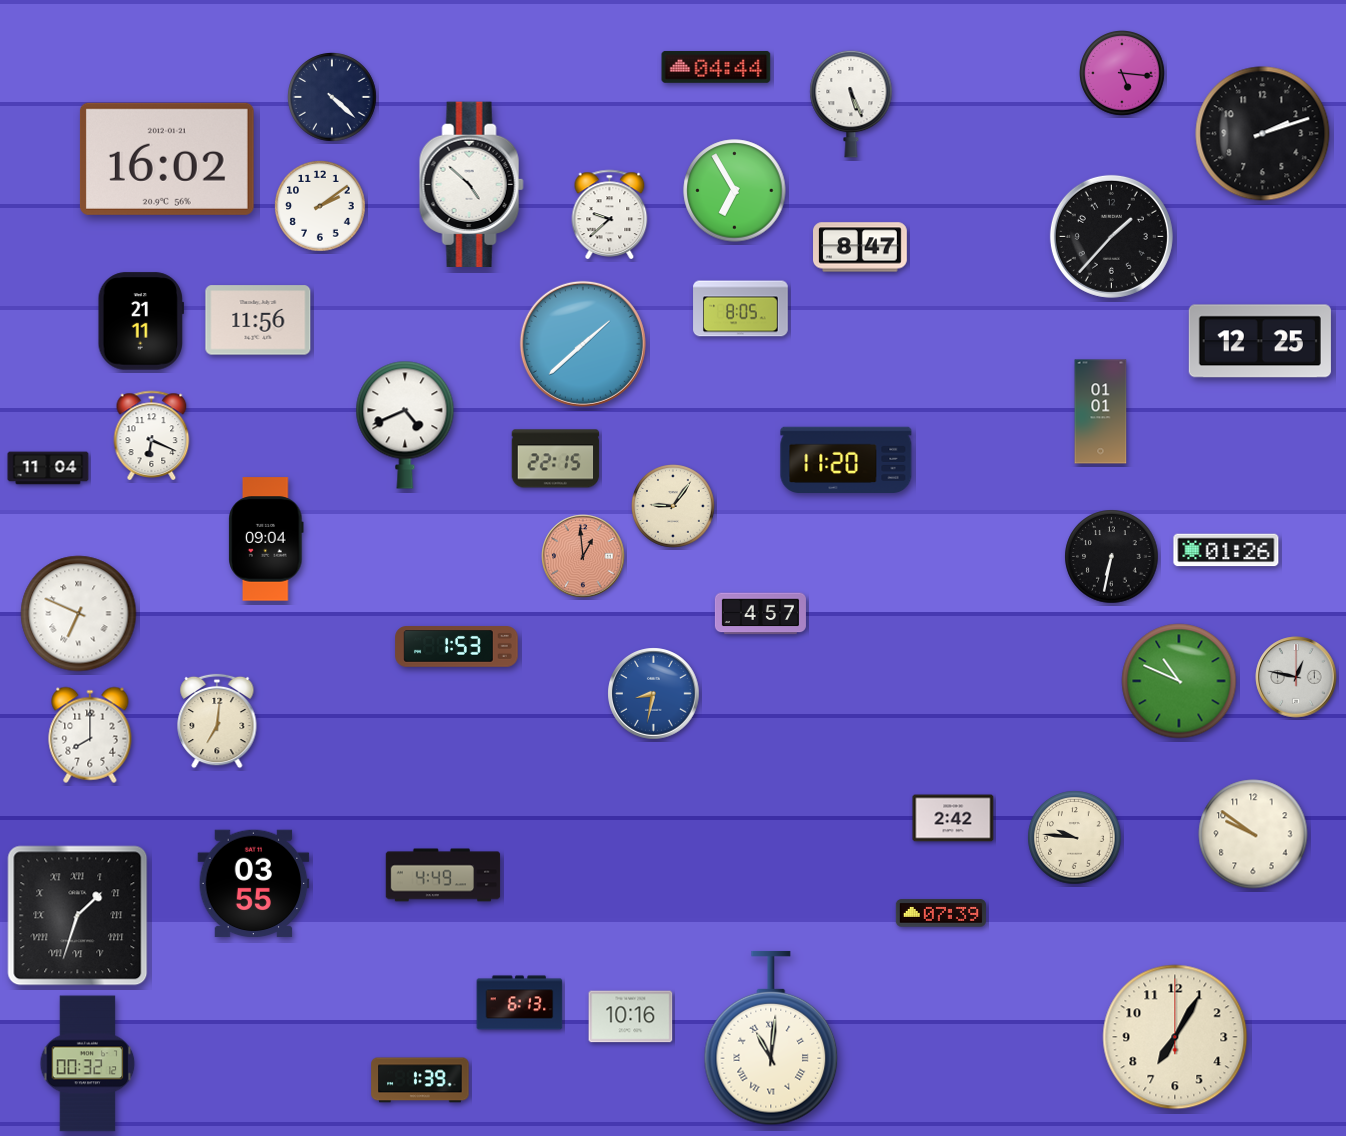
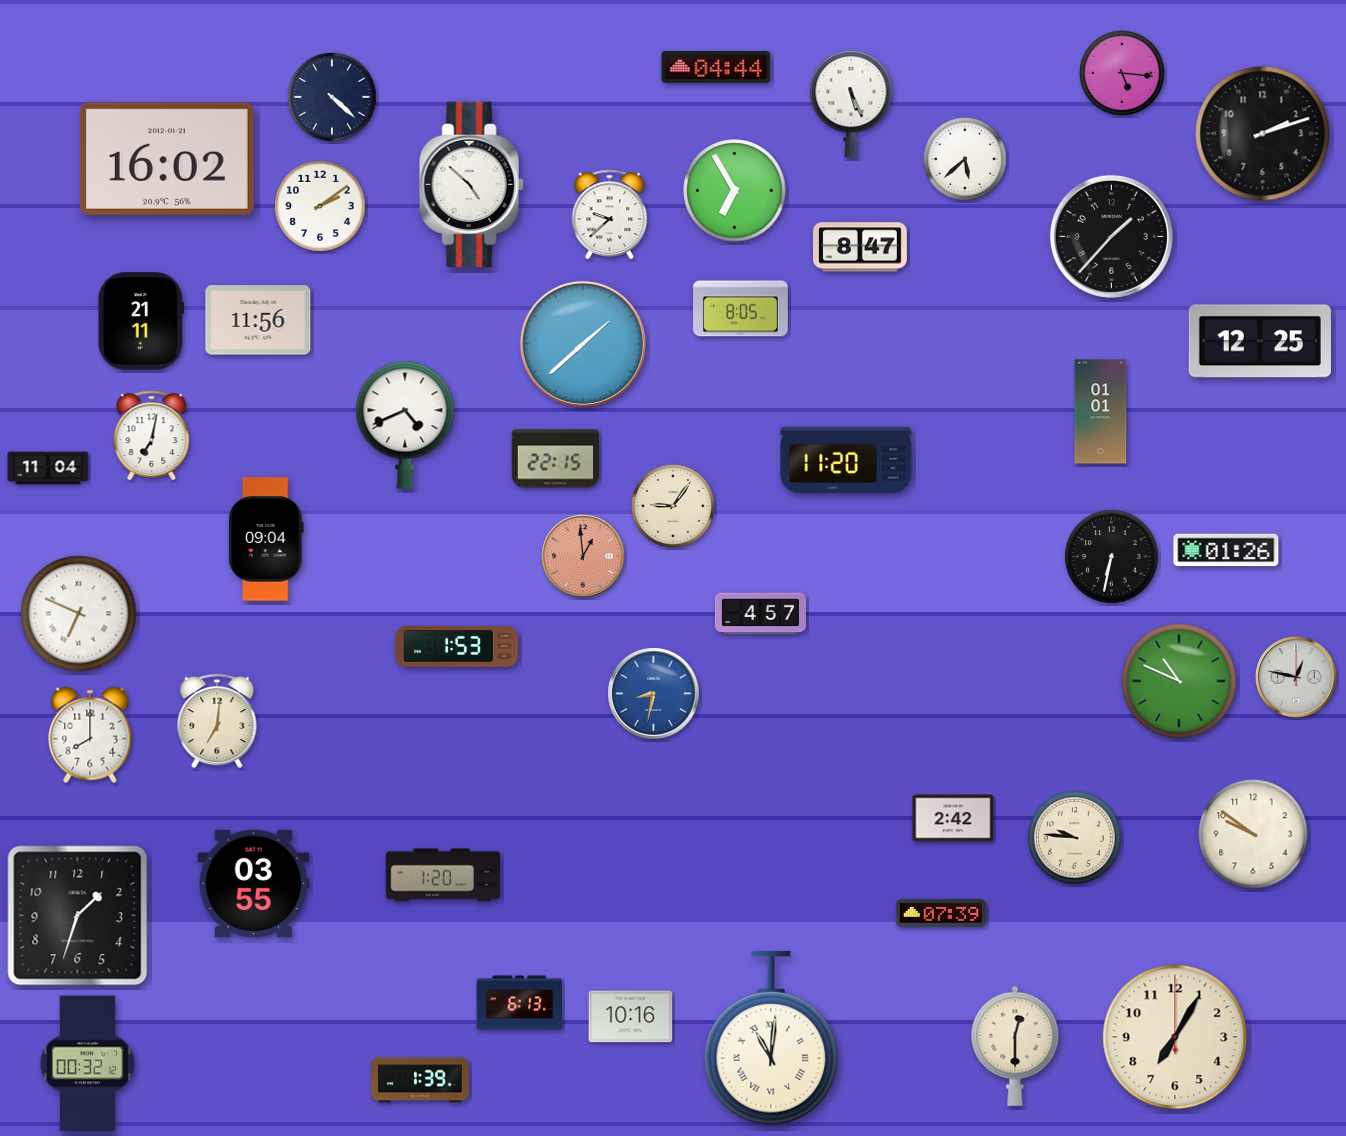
clock at (966, 160): none -> 5:38
clock at (152, 435): 6:19 -> 7:02
clock at (443, 875): 4:49 -> 1:20
clock at (78, 916) numerals: Roman -> Arabic
clock at (1015, 1046): none -> 12:30
